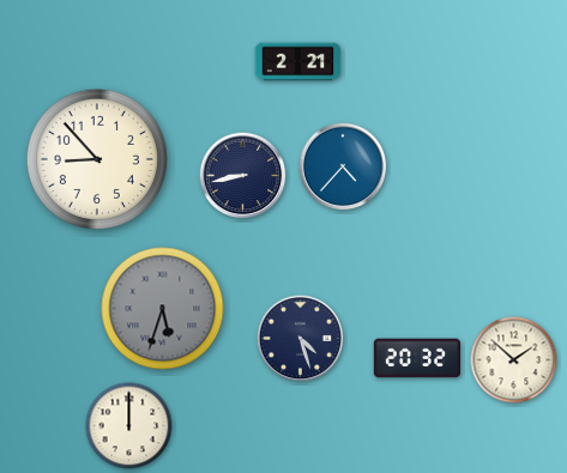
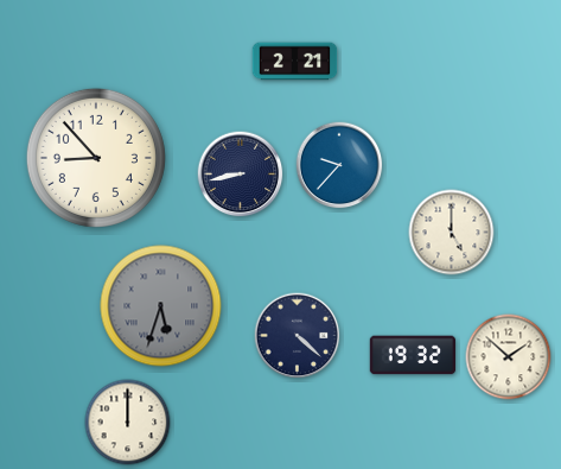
clock at (343, 166): 4:37 -> 9:37
clock at (452, 233): none -> 5:00
clock at (301, 339): 4:27 -> 4:22
clock at (417, 358): 20:32 -> 19:32
